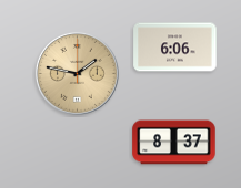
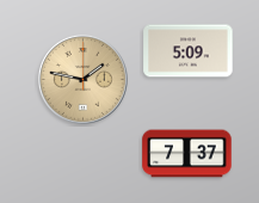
clock at (175, 48): 6:06 -> 5:09
clock at (174, 143): 8:37 -> 7:37
